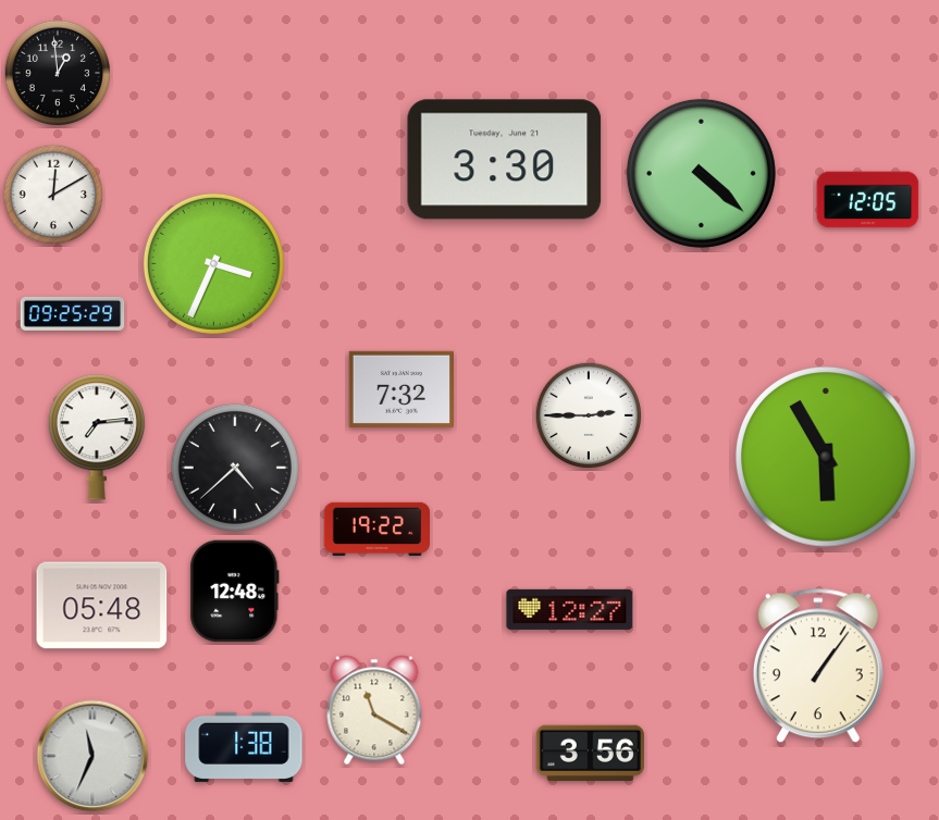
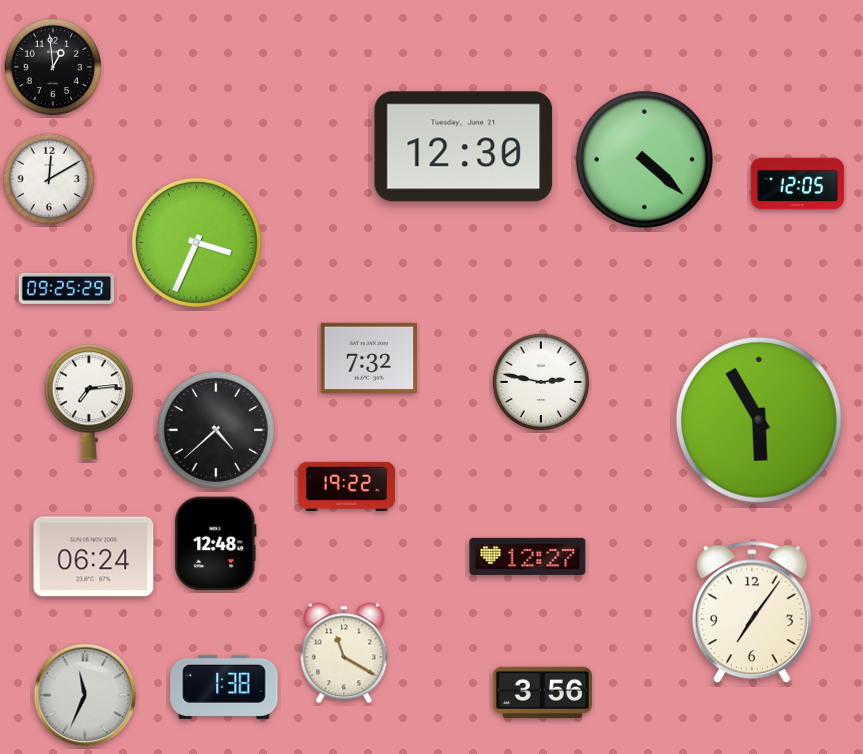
clock at (505, 160): 3:30 -> 12:30
clock at (589, 415): 2:45 -> 2:47
clock at (102, 606): 05:48 -> 06:24
clock at (570, 609) position: (570, 609) -> (528, 556)
clock at (818, 666): 1:06 -> 7:06
